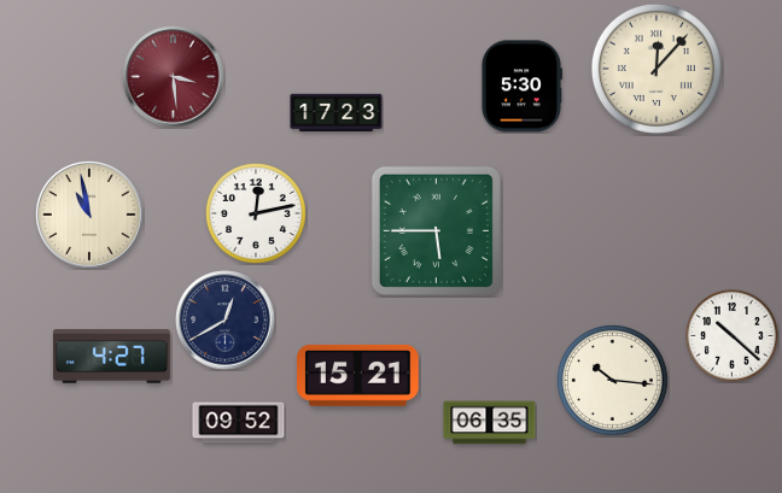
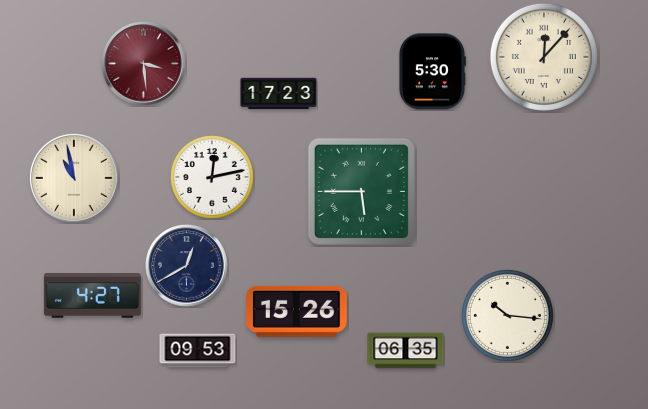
clock at (733, 336): 10:22 -> none
clock at (358, 375): 15:21 -> 15:26
clock at (239, 423): 09:52 -> 09:53
